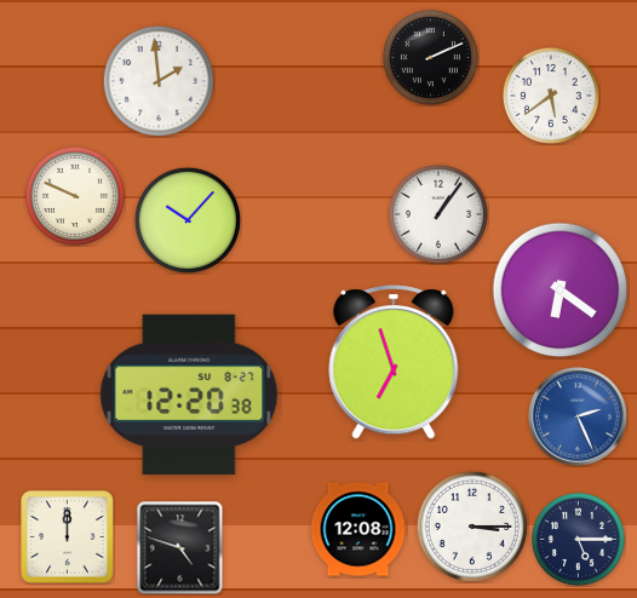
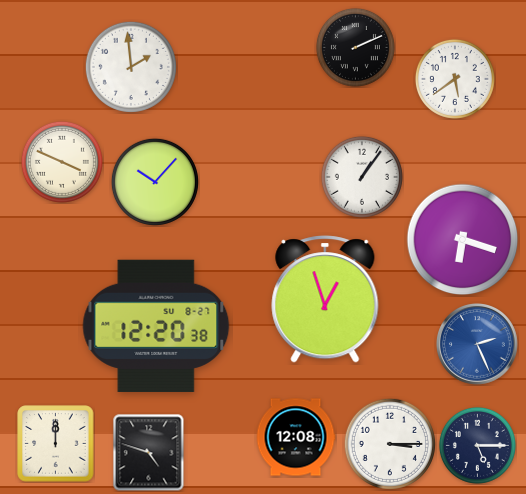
clock at (75, 196): 9:49 -> 3:49
clock at (561, 291): 6:21 -> 6:18
clock at (394, 362): 6:57 -> 12:57
clock at (472, 527) position: (472, 527) -> (390, 444)
